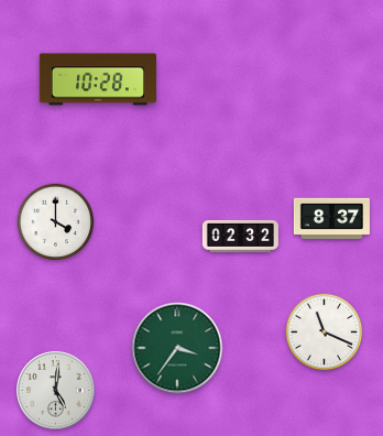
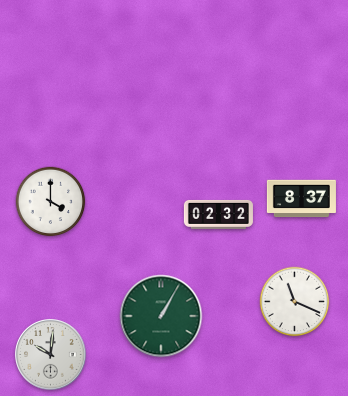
clock at (98, 79): 10:28 -> none
clock at (177, 348): 3:36 -> 1:05
clock at (56, 391): 5:01 -> 10:01
